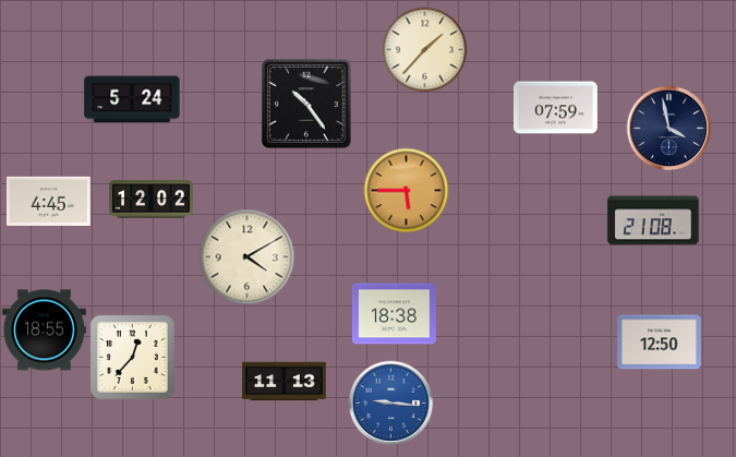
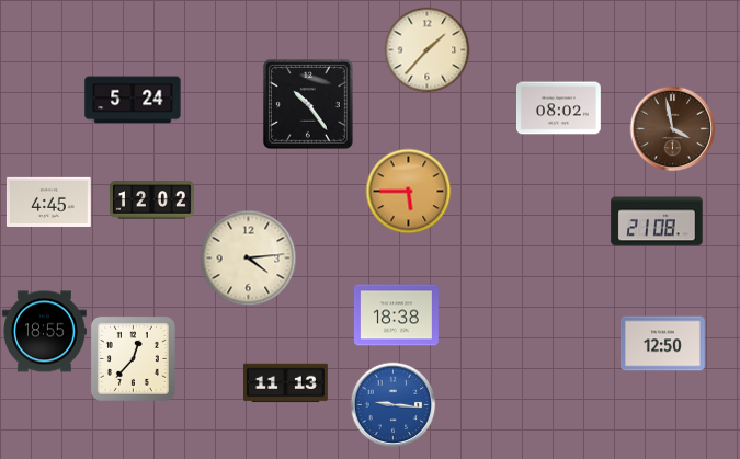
clock at (556, 108): 07:59 -> 08:02
clock at (668, 128) dial: navy -> brown
clock at (246, 256): 4:10 -> 4:14
